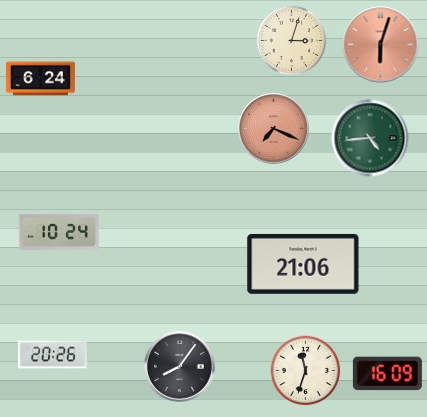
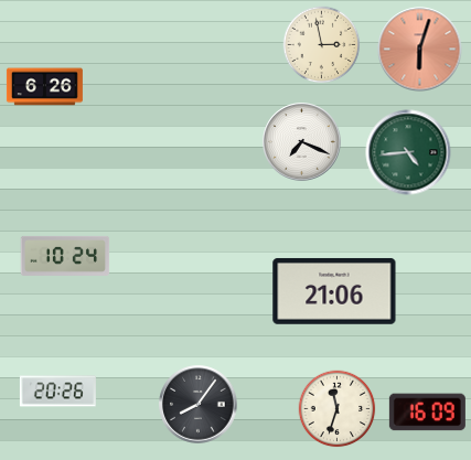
clock at (292, 41): 3:03 -> 2:58
clock at (40, 79): 6:24 -> 6:26
clock at (274, 129) dial: salmon -> white
